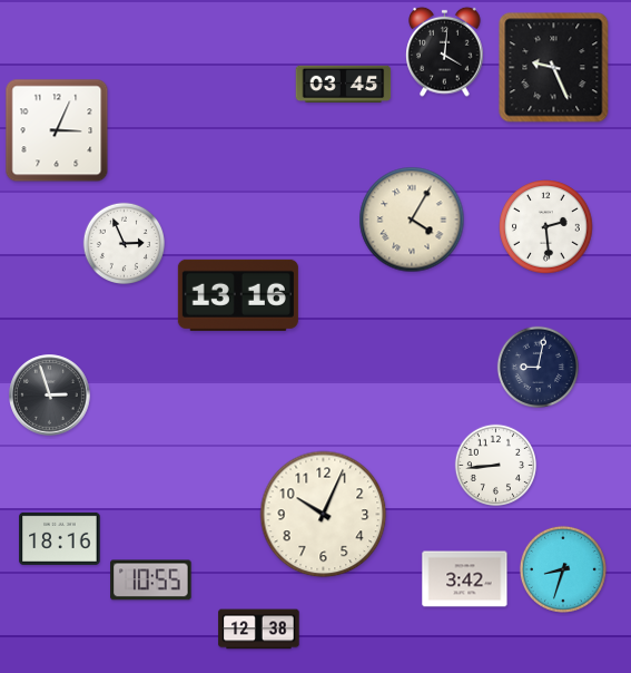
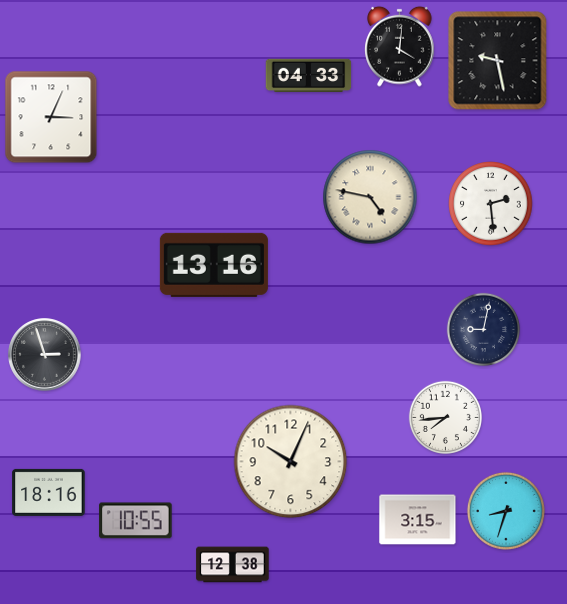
clock at (554, 68): 9:26 -> 9:28
clock at (344, 85): 03:45 -> 04:33
clock at (412, 220): 4:05 -> 4:47
clock at (124, 243): 2:56 -> none
clock at (495, 465): 8:44 -> 7:44
clock at (60, 538) position: (60, 538) -> (49, 492)
clock at (465, 579): 3:42 -> 3:15
